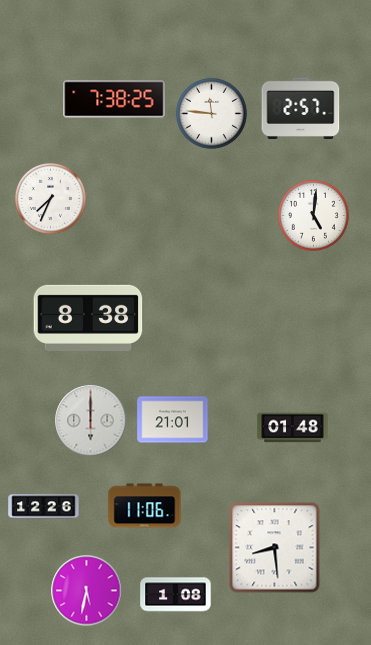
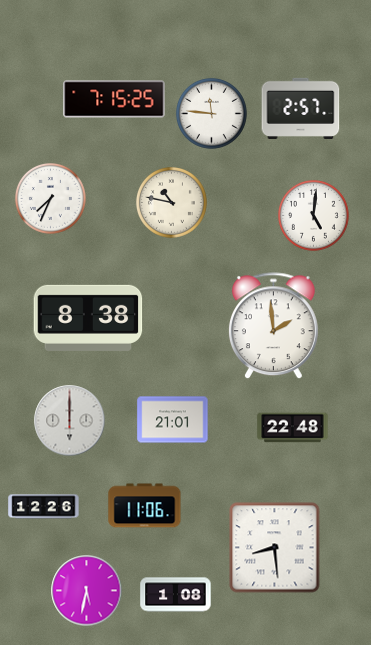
clock at (114, 99): 7:38 -> 7:15
clock at (171, 202): none -> 10:47
clock at (273, 326): none -> 1:59
clock at (91, 421) position: (91, 421) -> (70, 421)
clock at (293, 428): 01:48 -> 22:48
